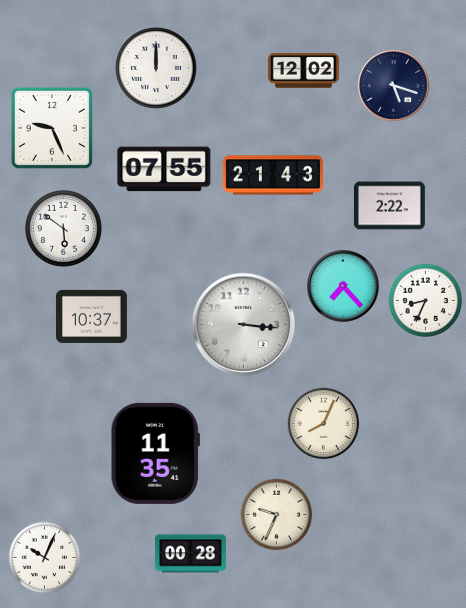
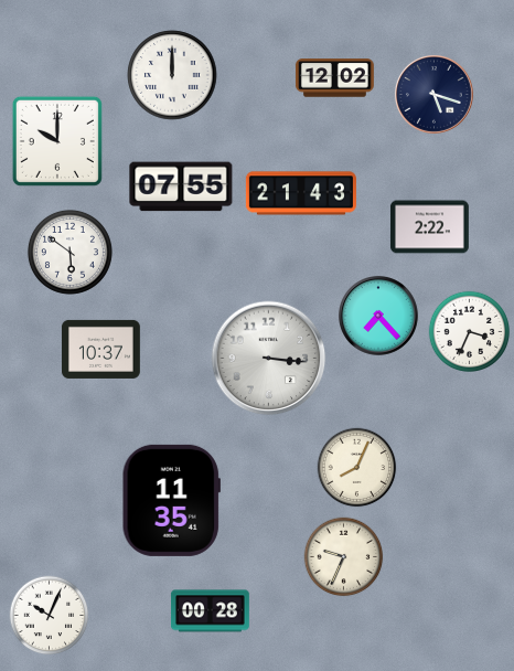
clock at (52, 128): 9:26 -> 10:00
clock at (425, 300): 8:34 -> 3:34
clock at (277, 515) position: (277, 515) -> (344, 557)
